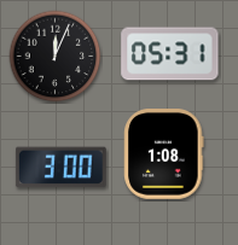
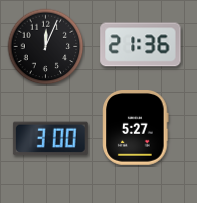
clock at (170, 54): 05:31 -> 21:36
clock at (164, 154): 1:08 -> 5:27
